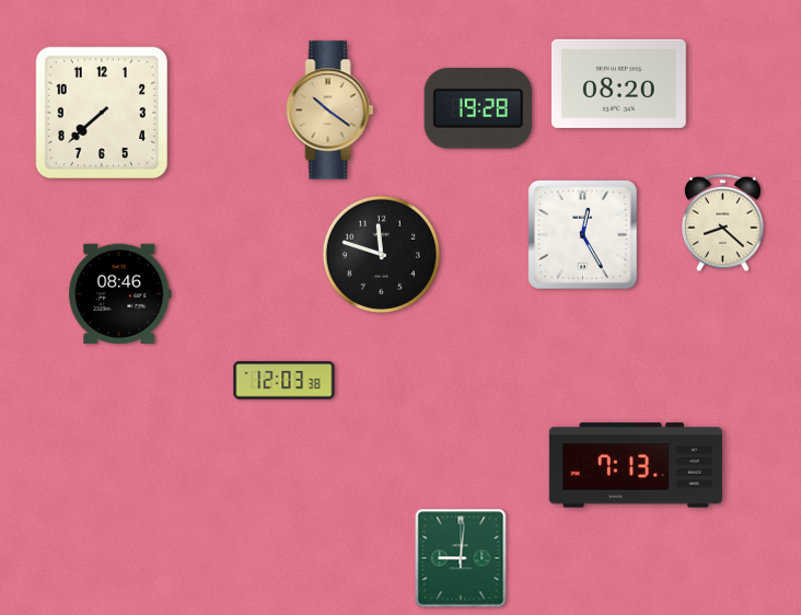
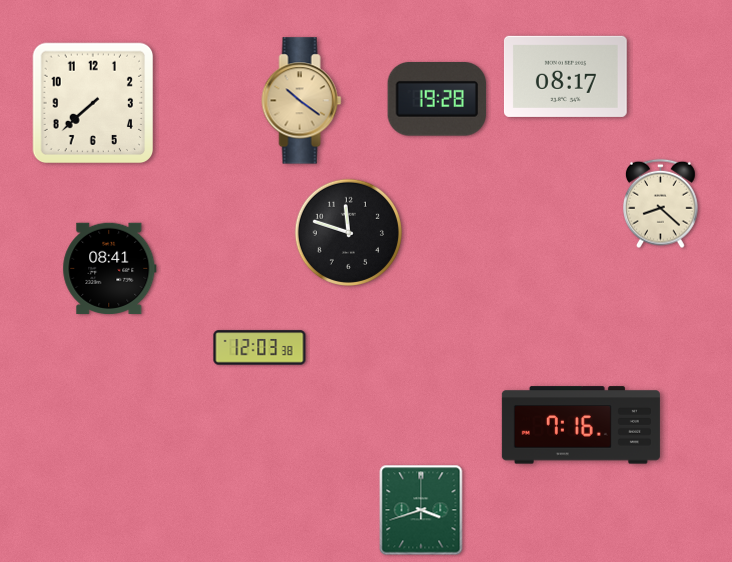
clock at (618, 83): 08:20 -> 08:17
clock at (583, 235): 12:25 -> none
clock at (120, 293): 08:46 -> 08:41
clock at (636, 465): 7:13 -> 7:16
clock at (461, 558): 9:01 -> 3:42
